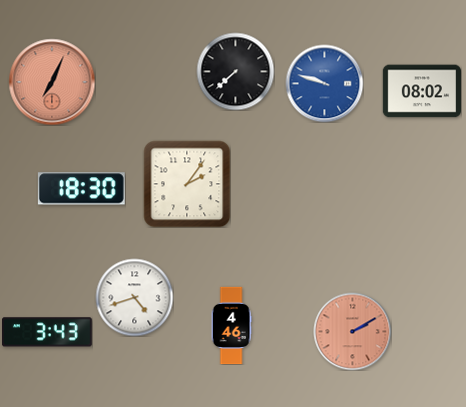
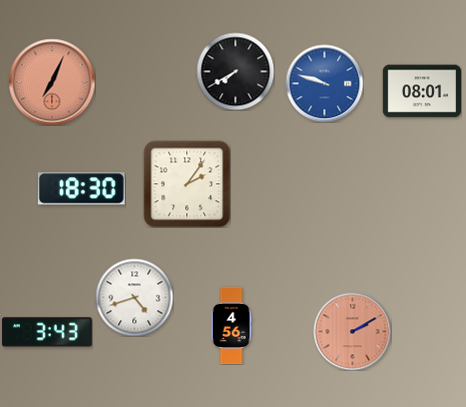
clock at (235, 71): 7:38 -> 7:40
clock at (421, 91): 08:02 -> 08:01
clock at (231, 325): 4:46 -> 4:56
